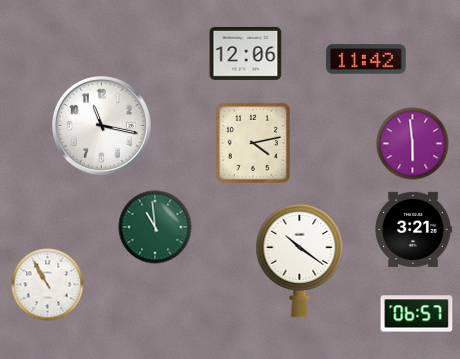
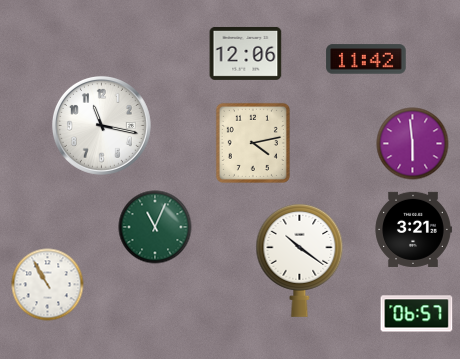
clock at (155, 227): 10:59 -> 11:04
